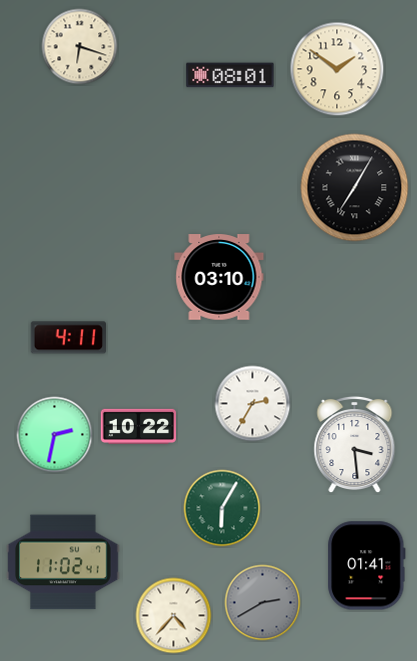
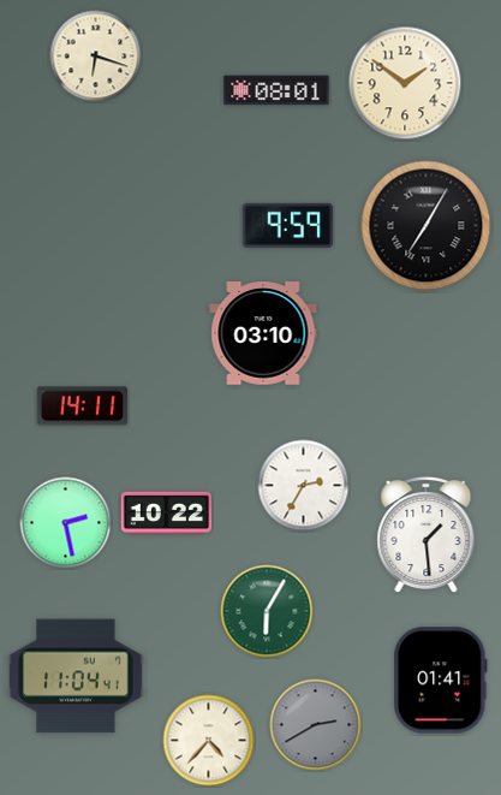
clock at (287, 225): none -> 9:59
clock at (68, 338): 4:11 -> 14:11
clock at (55, 435): 2:32 -> 2:28
clock at (355, 445): 3:29 -> 1:29
clock at (63, 562): 11:02 -> 11:04
